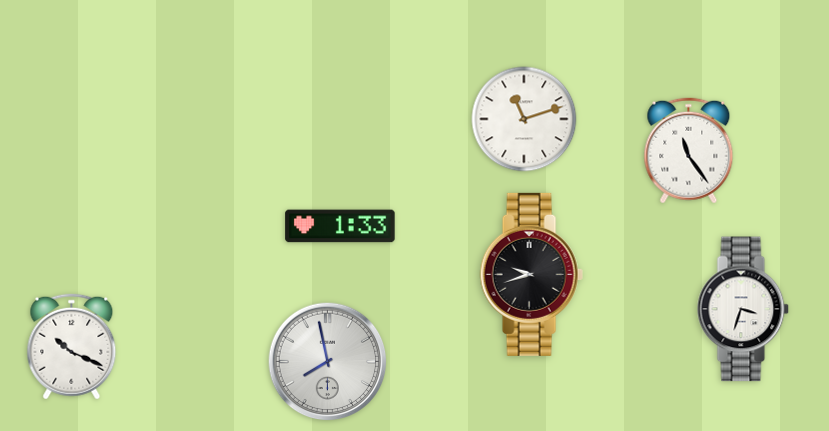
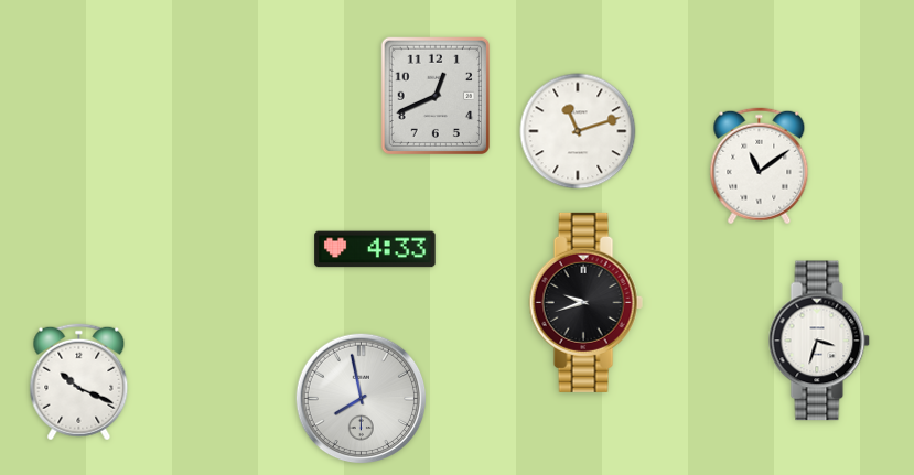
clock at (434, 95): none -> 12:41
clock at (689, 151): 11:24 -> 11:09
clock at (340, 226): 1:33 -> 4:33
